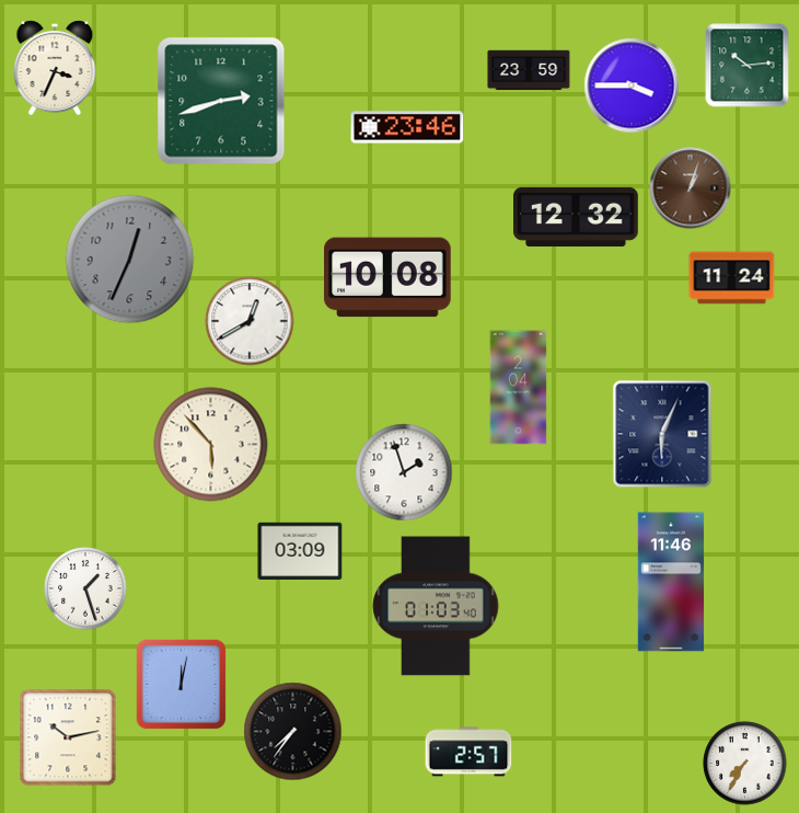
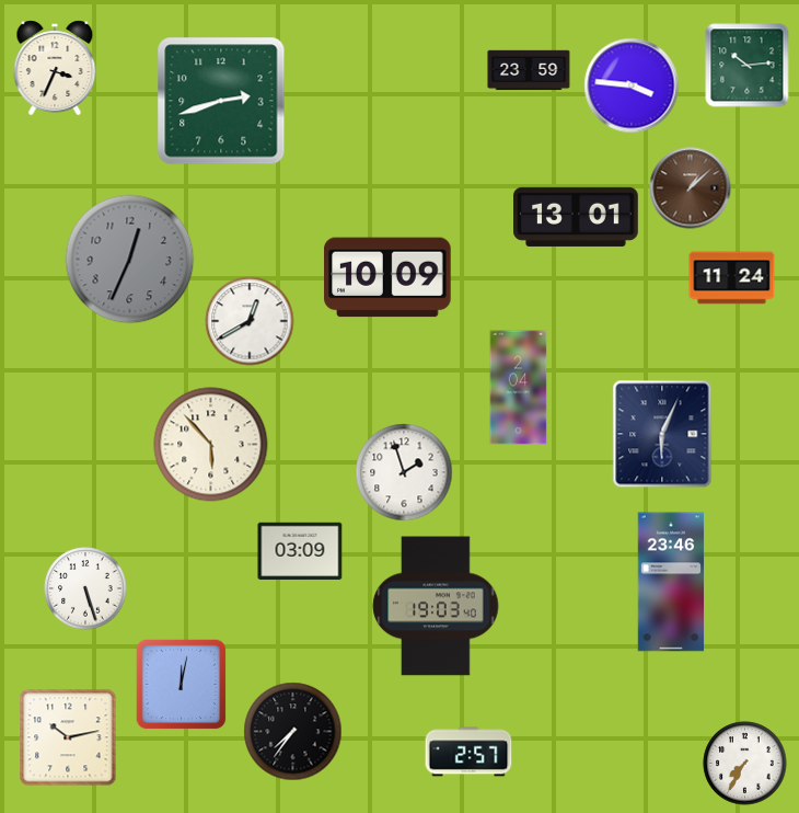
clock at (632, 85): 3:45 -> 3:46
clock at (407, 127): 23:46 -> none
clock at (691, 188): 1:03 -> 1:08
clock at (577, 217): 12:32 -> 13:01
clock at (387, 277): 10:08 -> 10:09
clock at (671, 582): 11:46 -> 23:46
clock at (85, 588): 1:27 -> 5:27
clock at (436, 606): 01:03 -> 19:03
